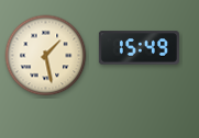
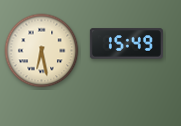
clock at (46, 56): 1:28 -> 6:28
